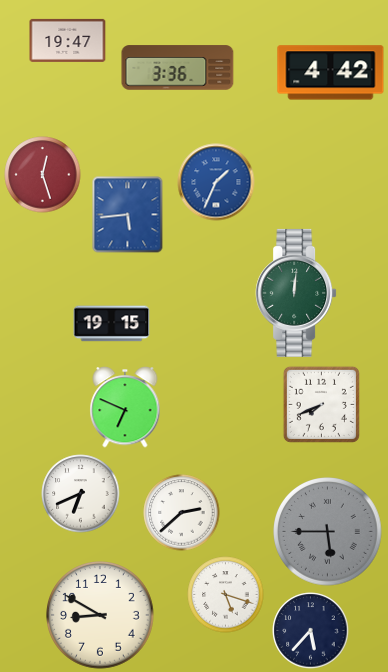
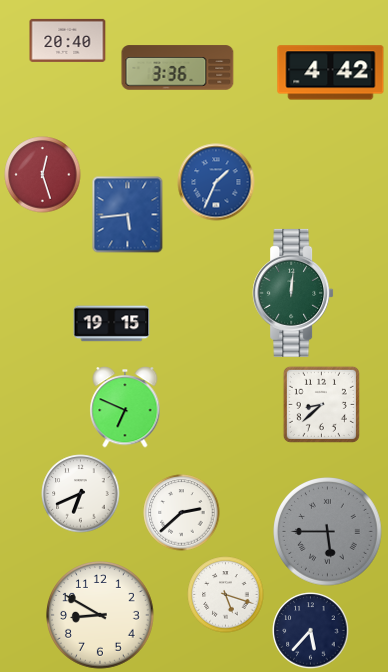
clock at (68, 40): 19:47 -> 20:40
clock at (296, 293) position: (296, 293) -> (293, 293)
clock at (321, 404): 7:41 -> 8:38
